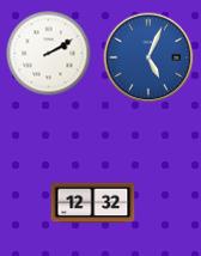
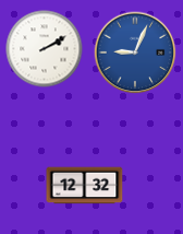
clock at (148, 57): 5:04 -> 9:04
